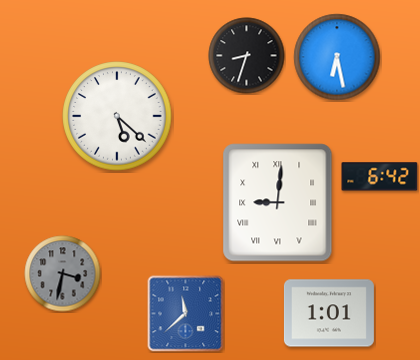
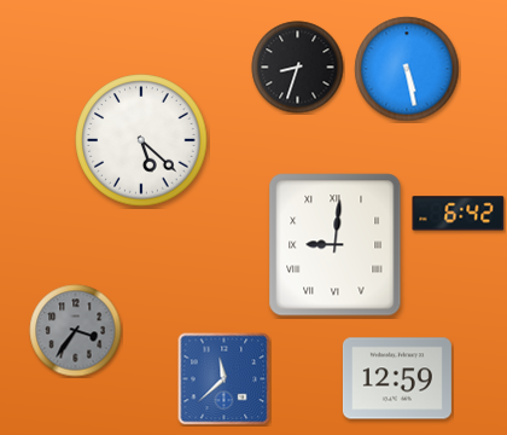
clock at (337, 57): 6:28 -> 5:28
clock at (63, 274): 3:32 -> 3:36
clock at (329, 313): 1:01 -> 12:59
